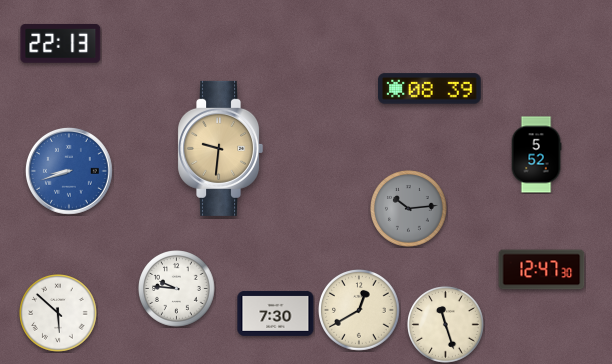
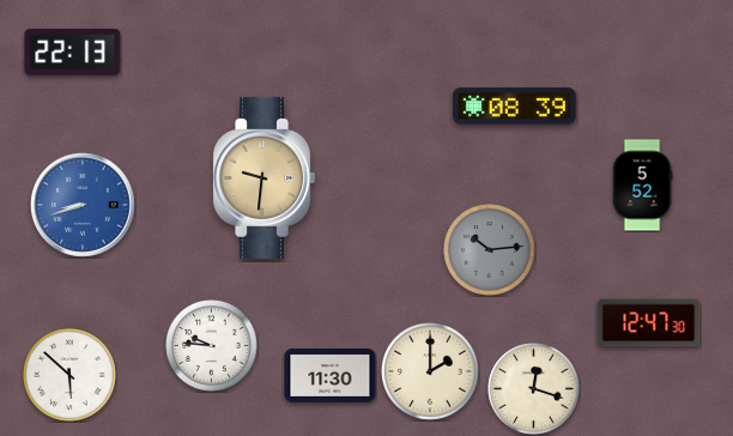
clock at (360, 311): 12:40 -> 2:00
clock at (276, 313): 7:30 -> 11:30
clock at (446, 325): 11:27 -> 12:18
